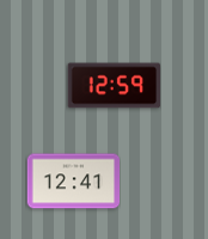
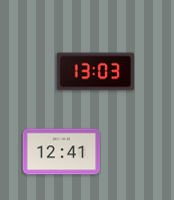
clock at (114, 86): 12:59 -> 13:03
